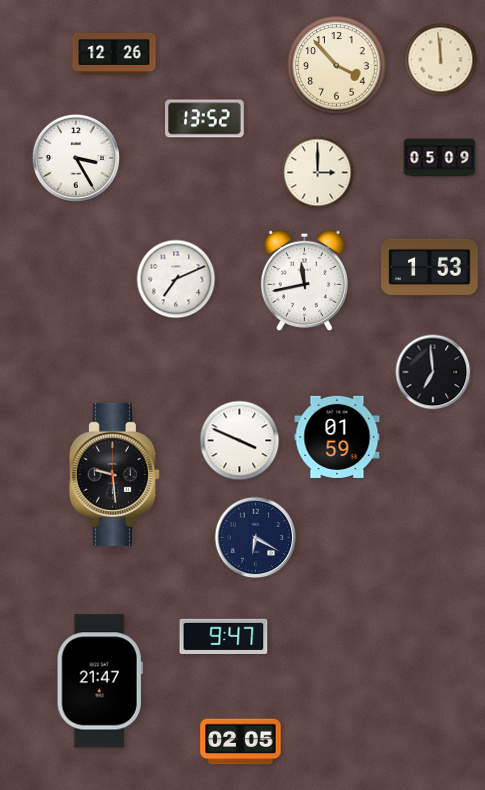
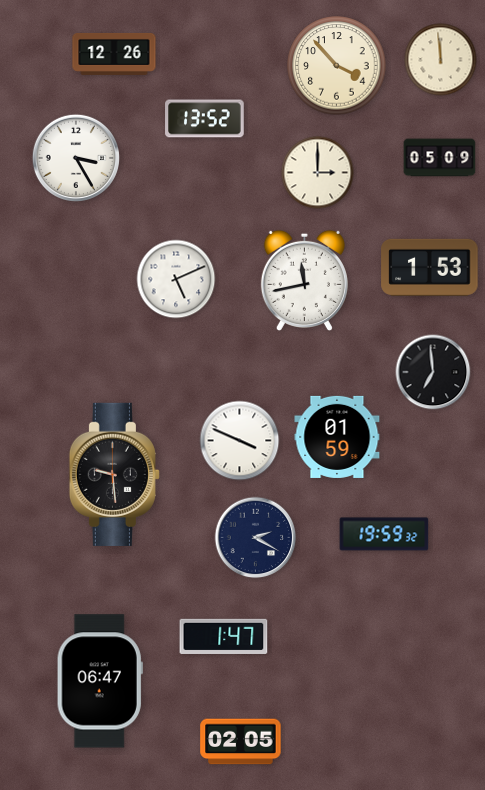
clock at (176, 279): 7:11 -> 5:11
clock at (384, 534): none -> 19:59
clock at (256, 538): 6:20 -> 2:20
clock at (224, 636): 9:47 -> 1:47
clock at (100, 681): 21:47 -> 06:47
